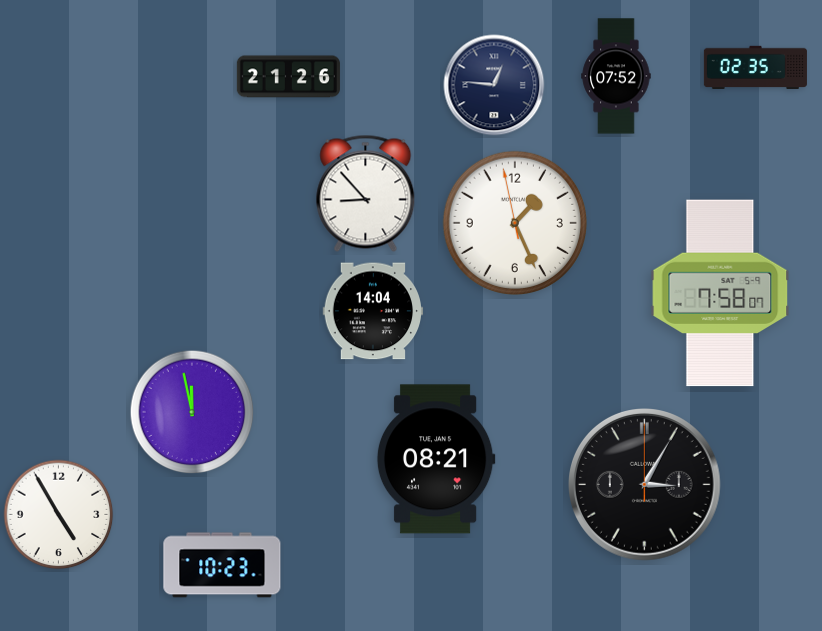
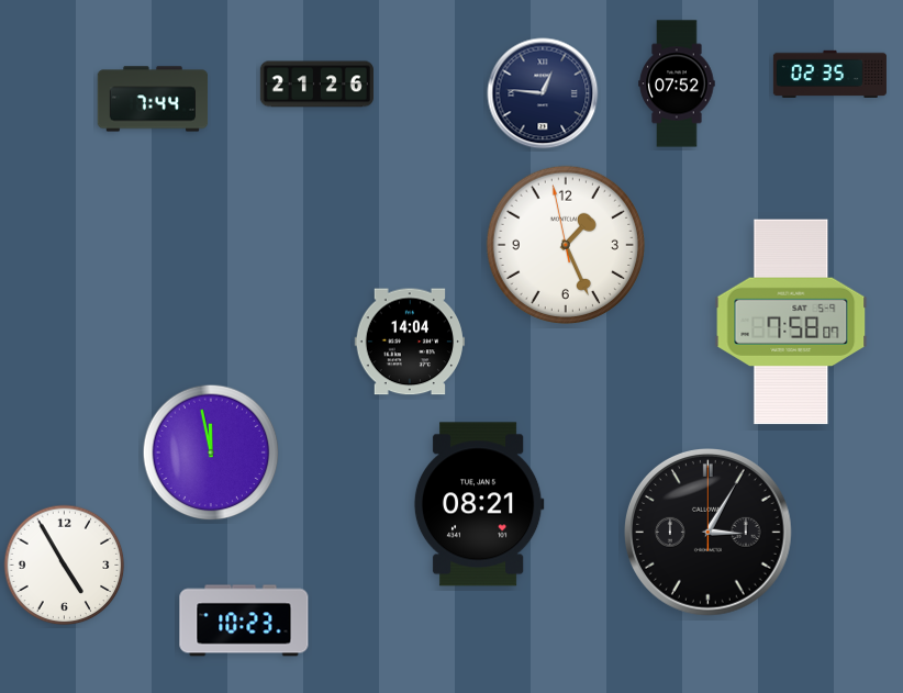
clock at (153, 99): none -> 7:44
clock at (366, 193): 8:53 -> none
